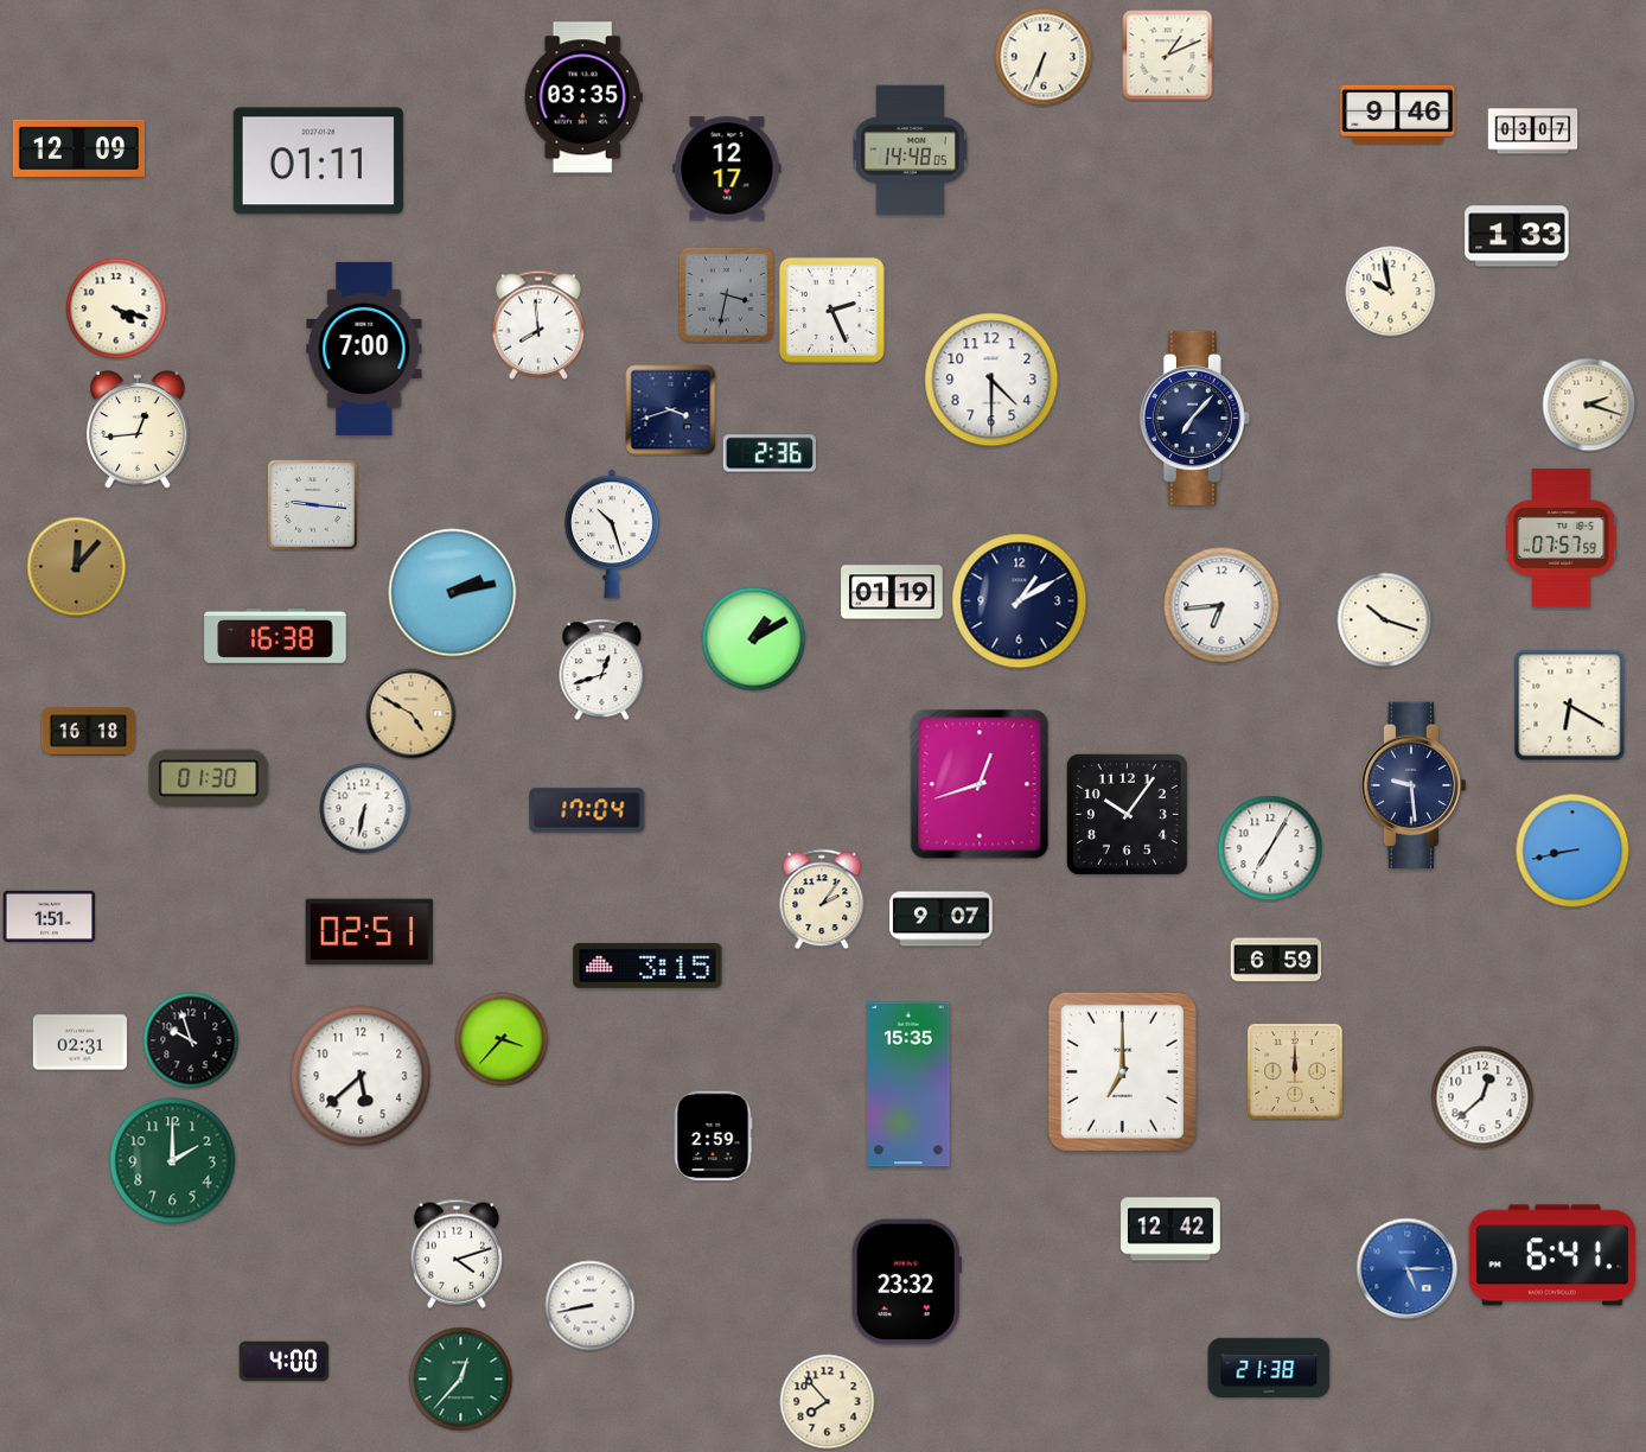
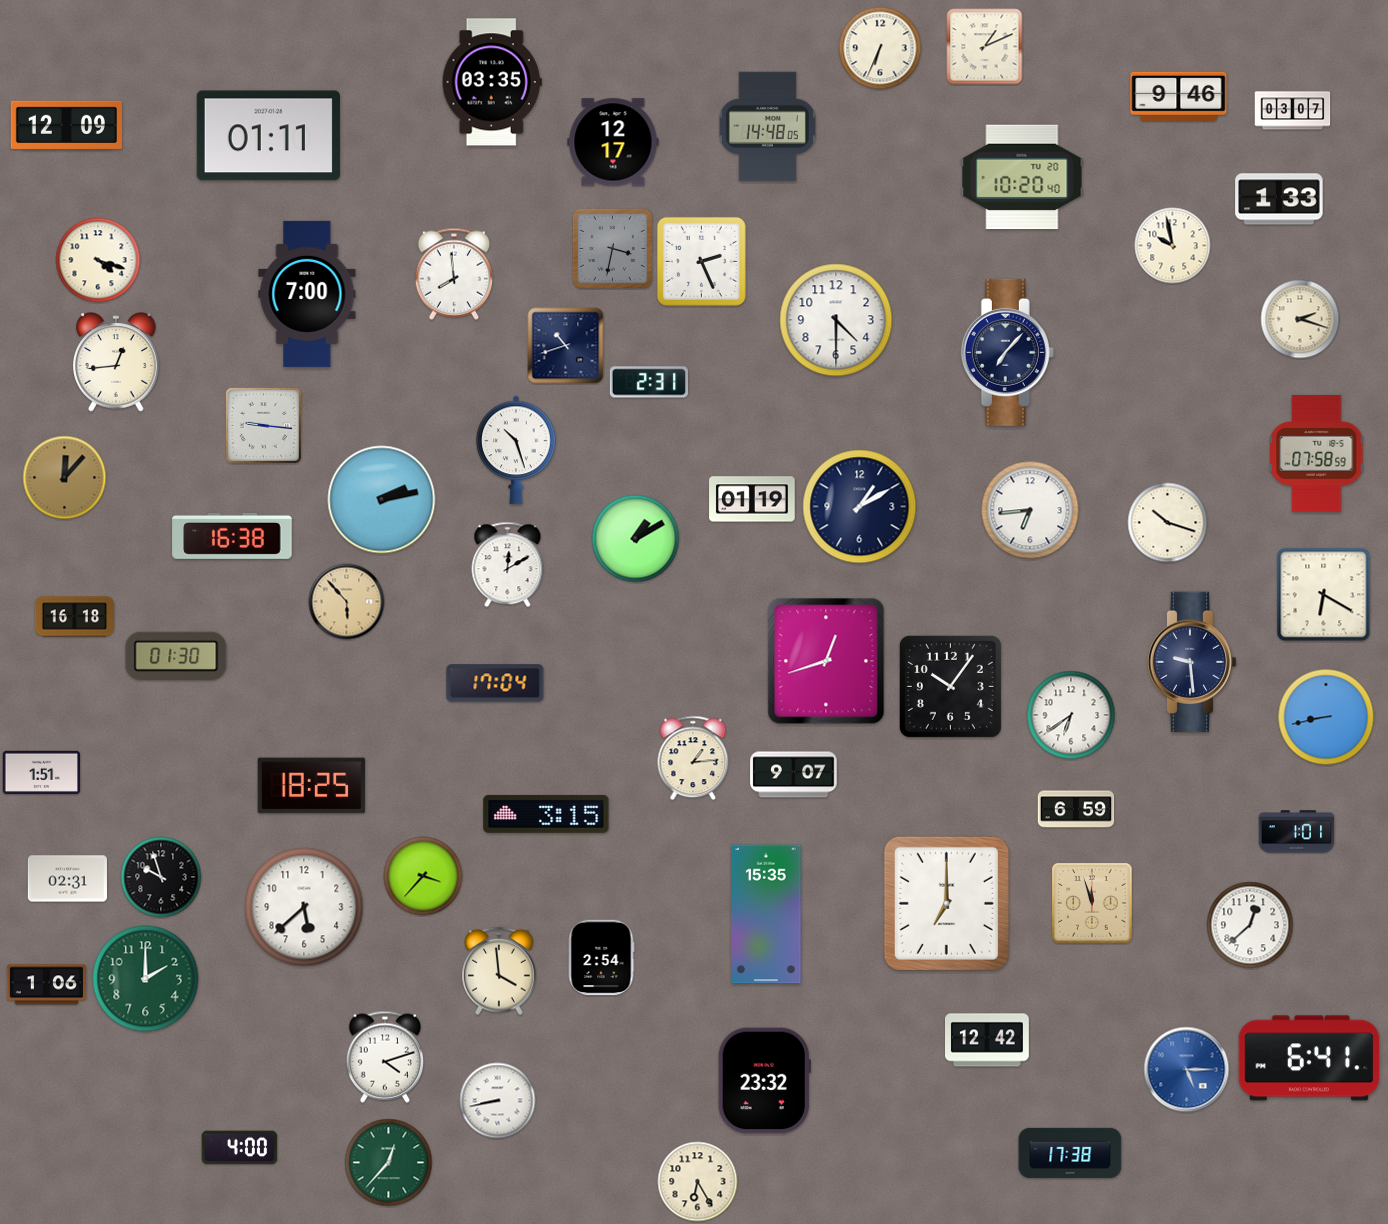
clock at (1022, 177): none -> 10:20
clock at (1589, 405) position: (1589, 405) -> (1300, 319)
clock at (671, 410): 3:42 -> 10:42
clock at (768, 453): 2:36 -> 2:31
clock at (1562, 539): 07:57 -> 07:58
clock at (602, 670): 12:42 -> 12:10
clock at (411, 714): 4:50 -> 5:53
clock at (365, 809): 6:32 -> none
clock at (1270, 848): 7:05 -> 6:39
clock at (822, 899): 2:06 -> 1:14
clock at (370, 932): 02:51 -> 18:25
clock at (1297, 832): none -> 1:01
clock at (1295, 1071): 12:00 -> 11:57
clock at (713, 1136): 2:59 -> 2:54
clock at (499, 971): none -> 3:59
clock at (46, 985): none -> 1:06
clock at (1172, 1229) position: (1172, 1229) -> (988, 1040)
clock at (1269, 1368): 21:38 -> 17:38
clock at (828, 1402): 7:53 -> 6:25
